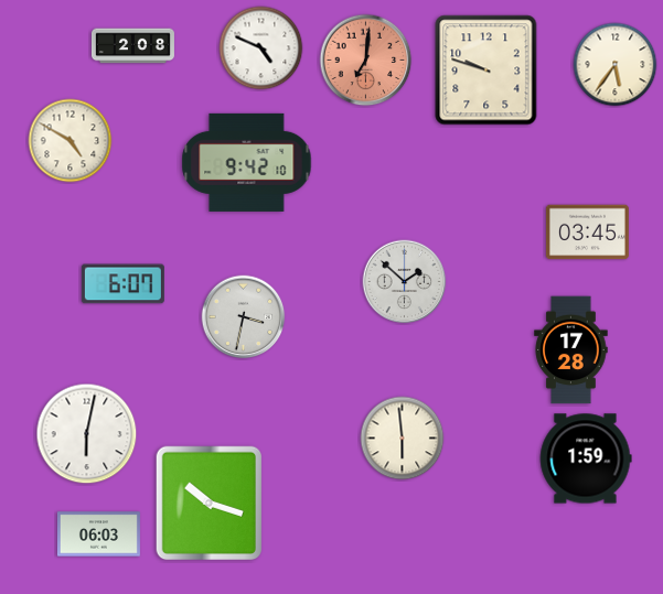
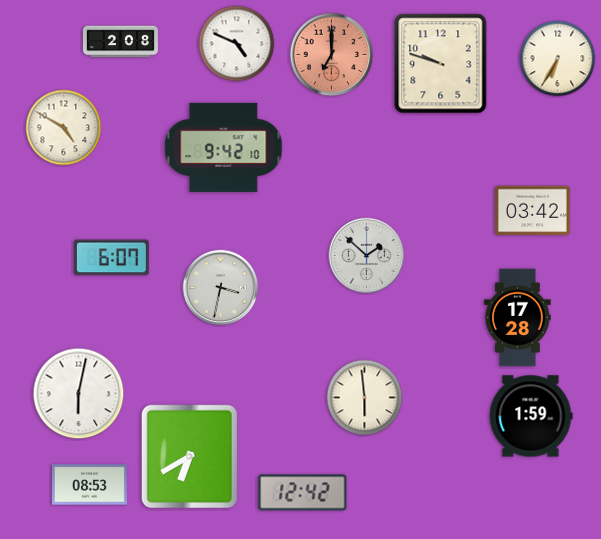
clock at (366, 61): 7:01 -> 7:00
clock at (616, 65): 5:36 -> 6:35
clock at (587, 233): 03:45 -> 03:42
clock at (210, 504): 10:18 -> 6:40
clock at (98, 534): 06:03 -> 08:53
clock at (303, 493): none -> 12:42
